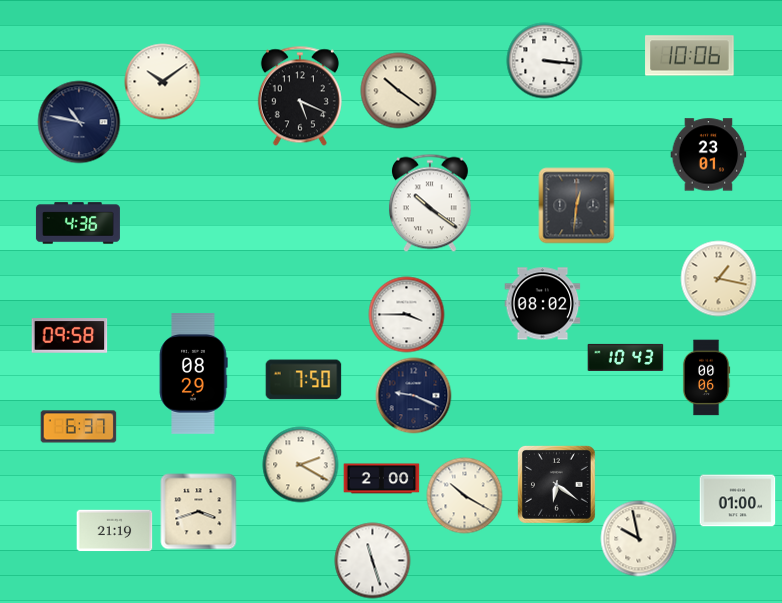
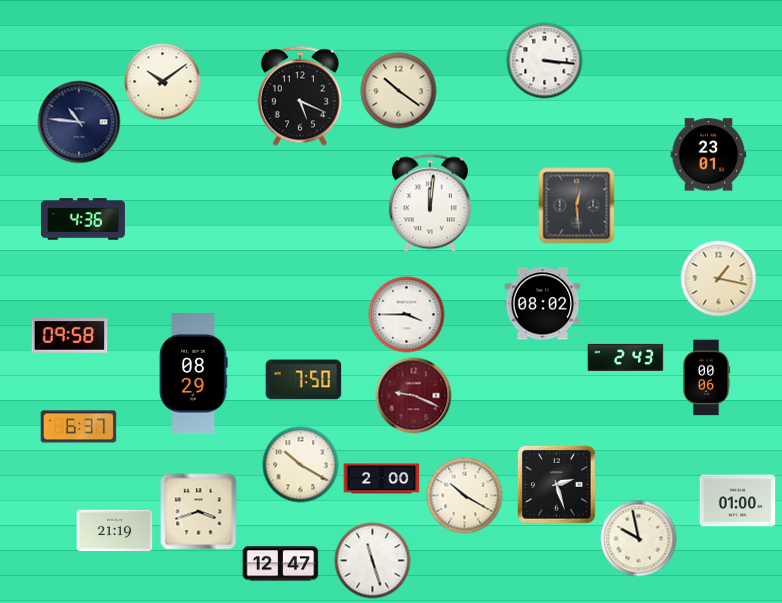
clock at (690, 56): 10:06 -> none
clock at (79, 122): 10:47 -> 10:46
clock at (430, 203): 10:21 -> 12:01
clock at (577, 206): 12:31 -> 12:29
clock at (78, 223) position: (78, 223) -> (83, 219)
clock at (626, 357): 10:43 -> 2:43
clock at (414, 396) dial: navy -> burgundy
clock at (301, 465): 2:20 -> 10:20
clock at (557, 485): 6:21 -> 2:27
clock at (281, 564): none -> 12:47
